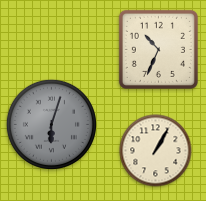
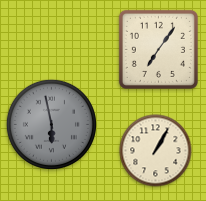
clock at (158, 49): 10:34 -> 7:06
clock at (51, 124): 6:03 -> 5:58
